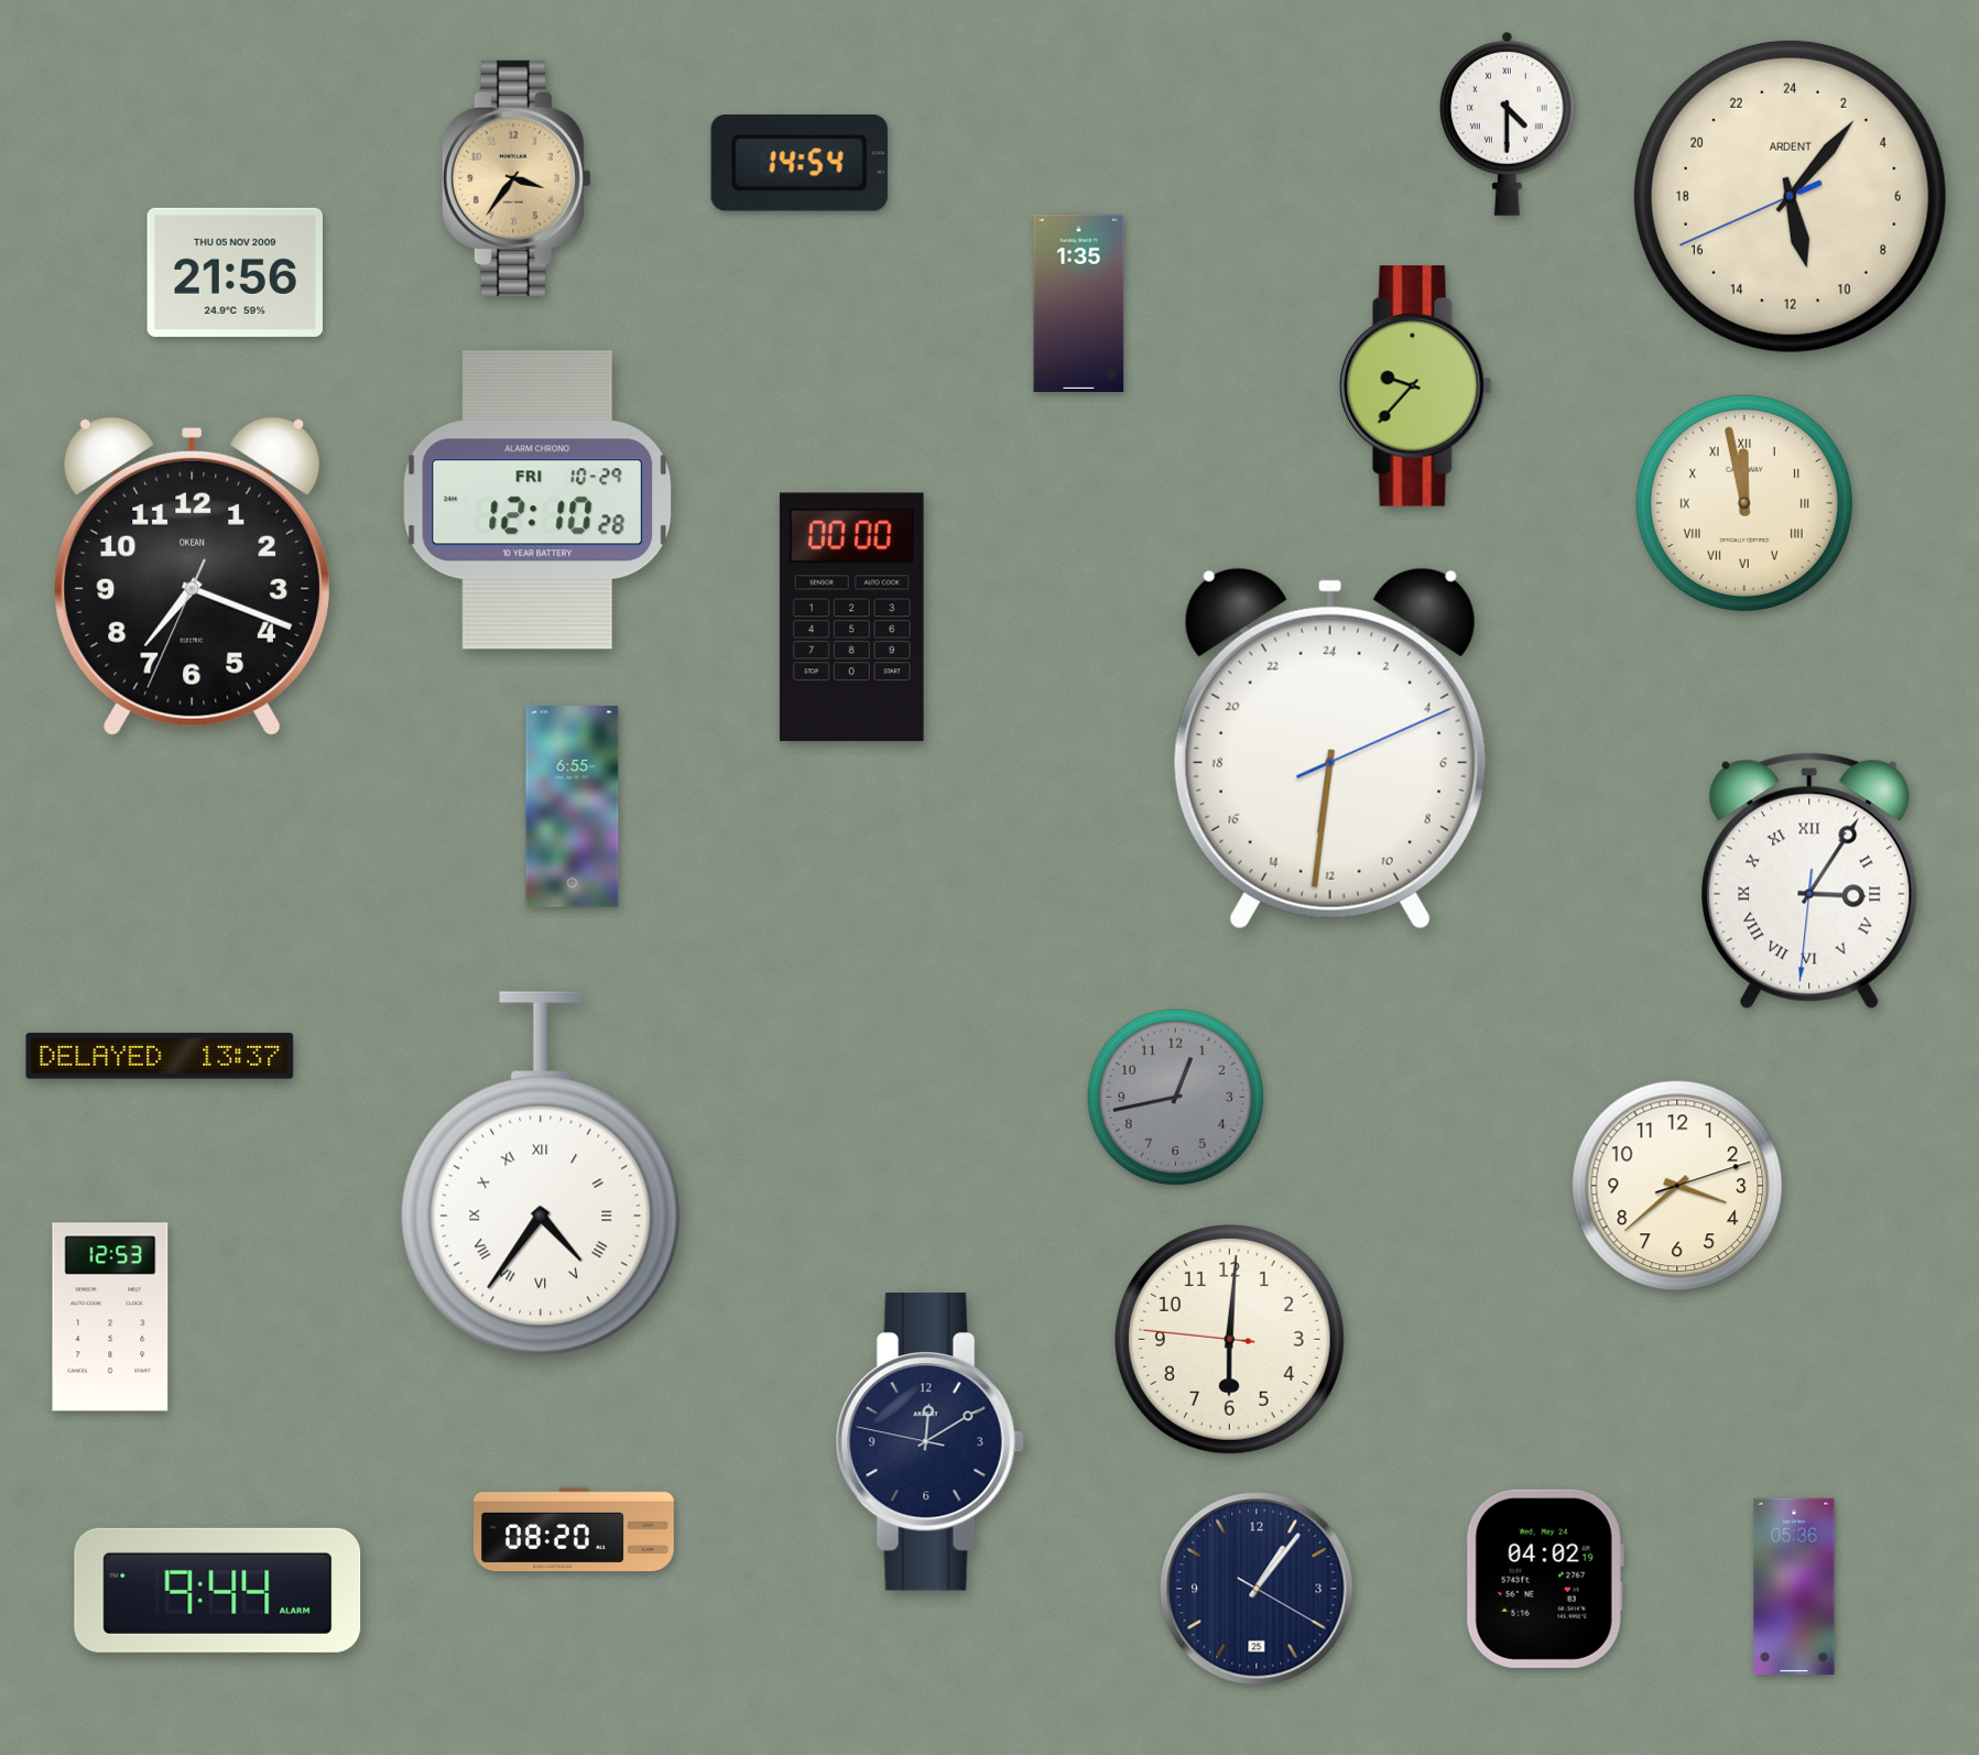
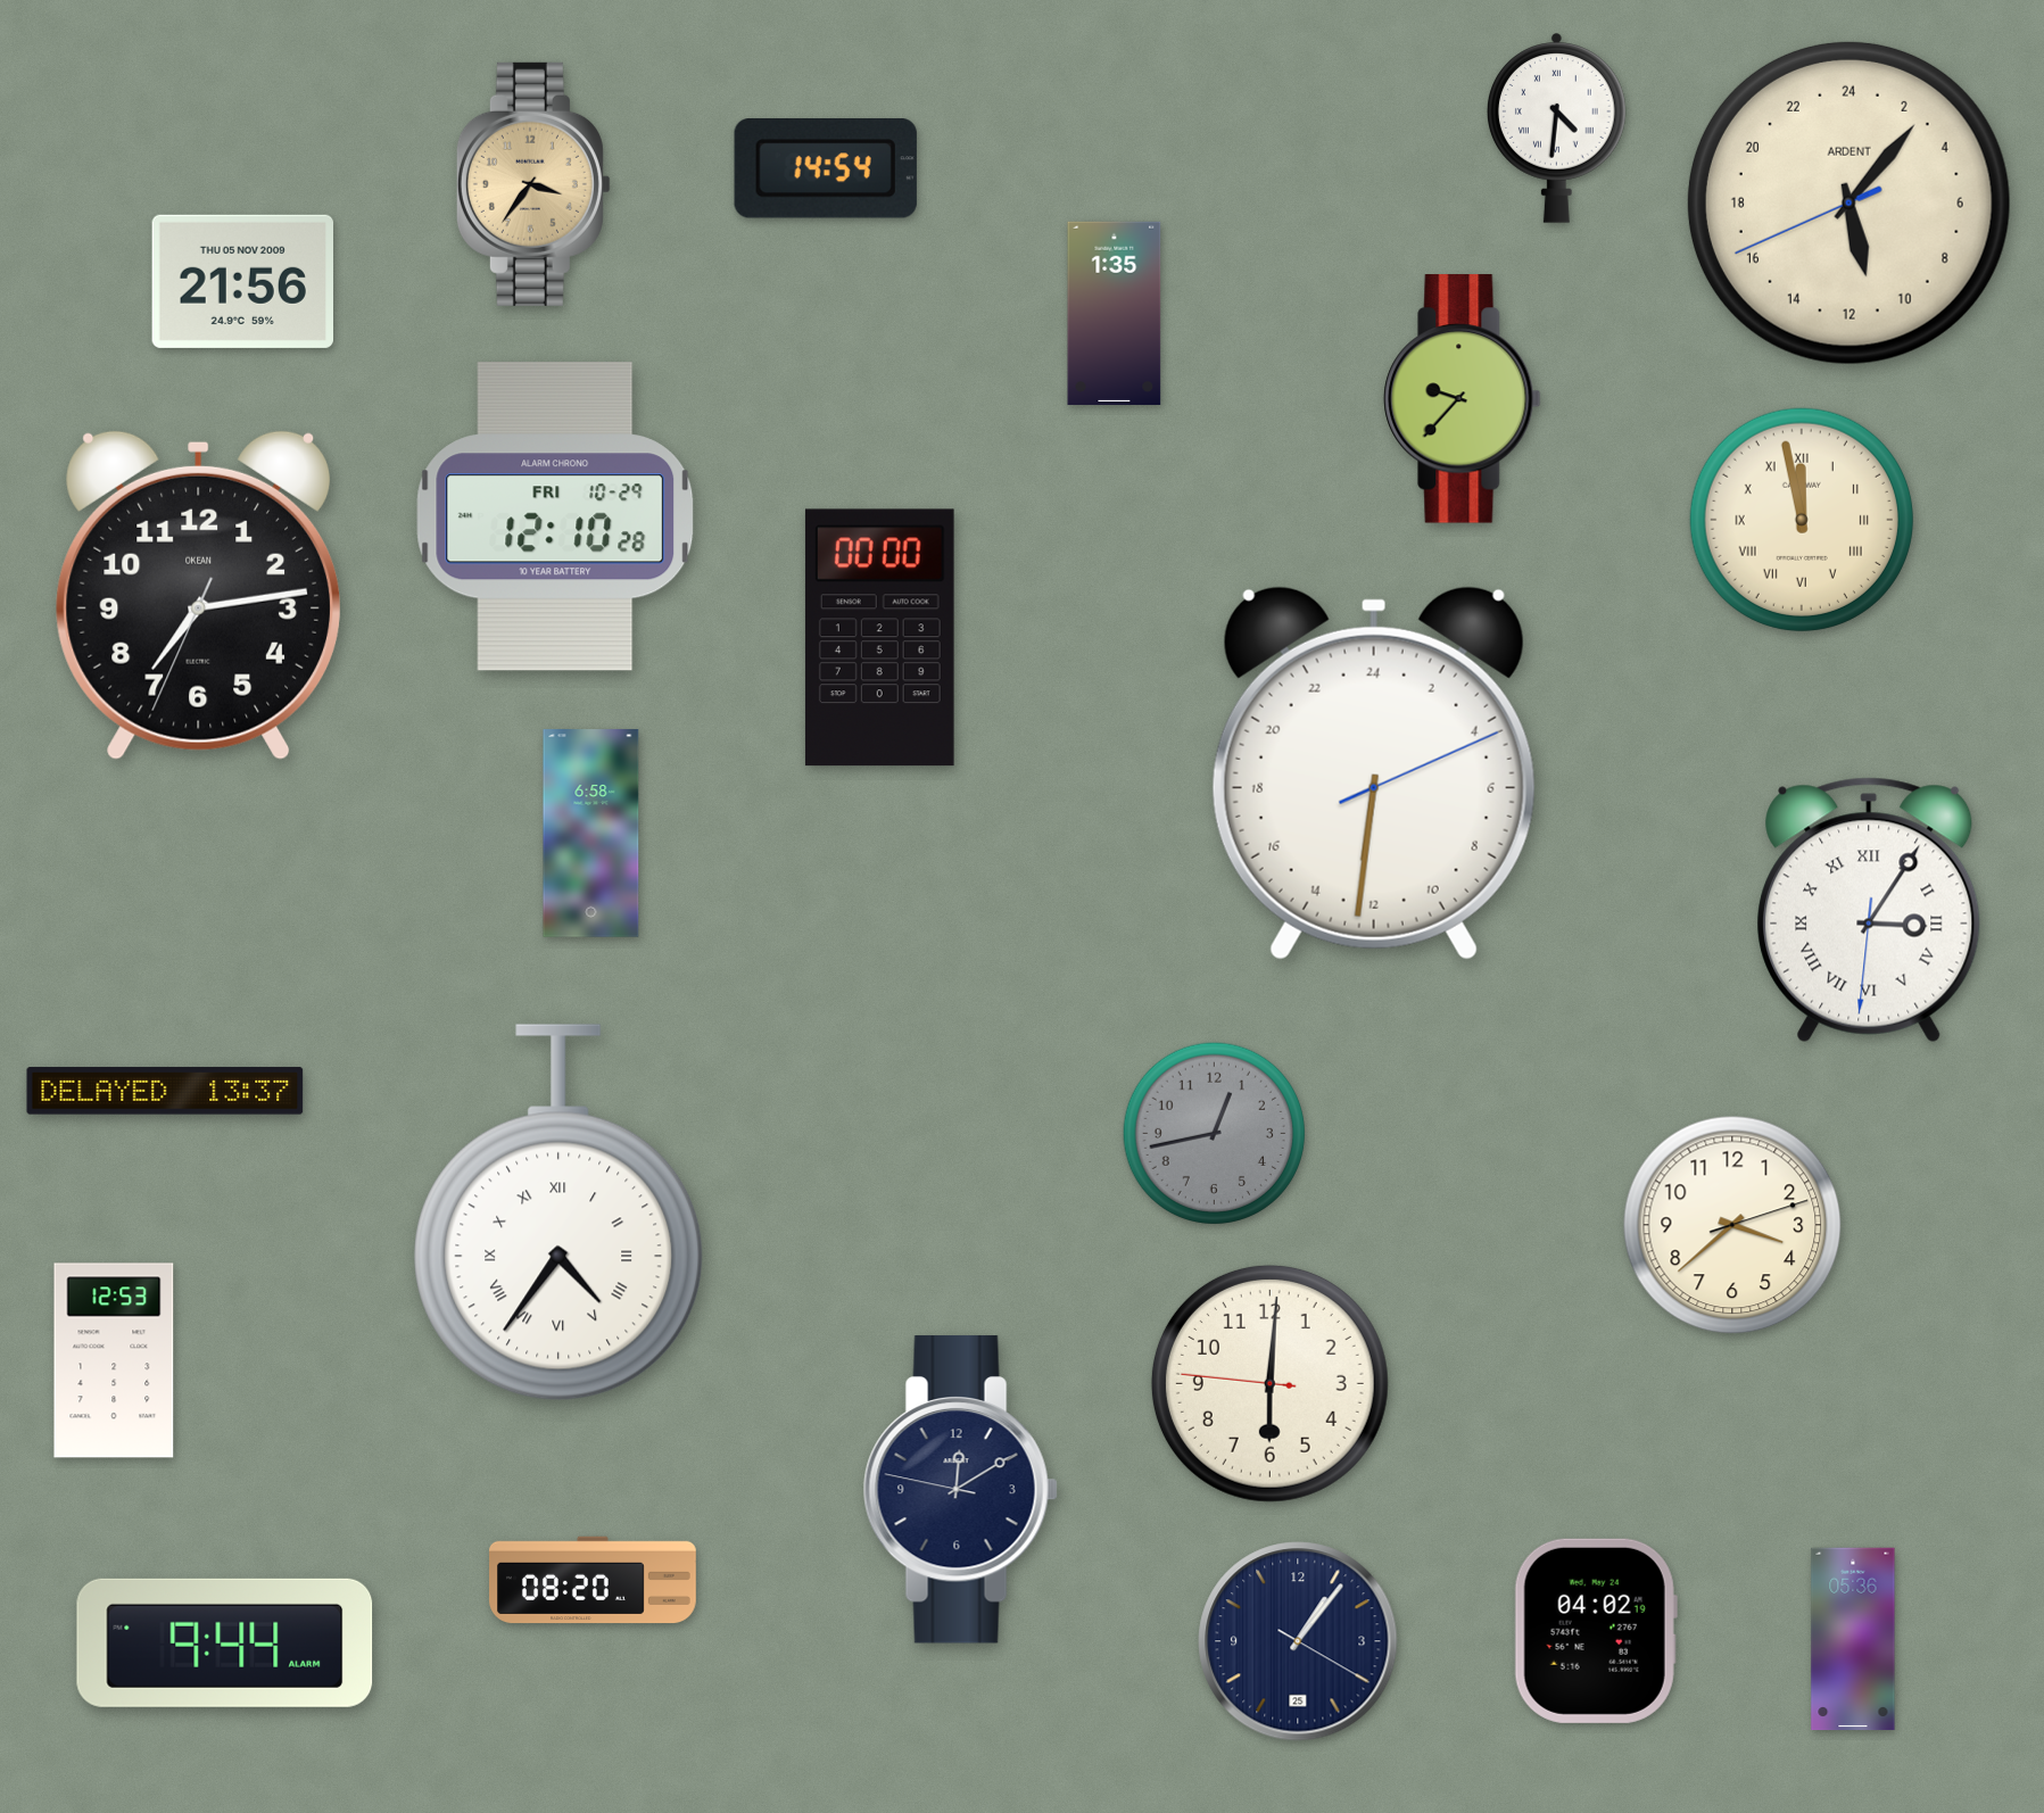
clock at (1508, 123): 4:30 -> 4:31
clock at (192, 576): 7:18 -> 7:13
clock at (573, 807): 6:55 -> 6:58
